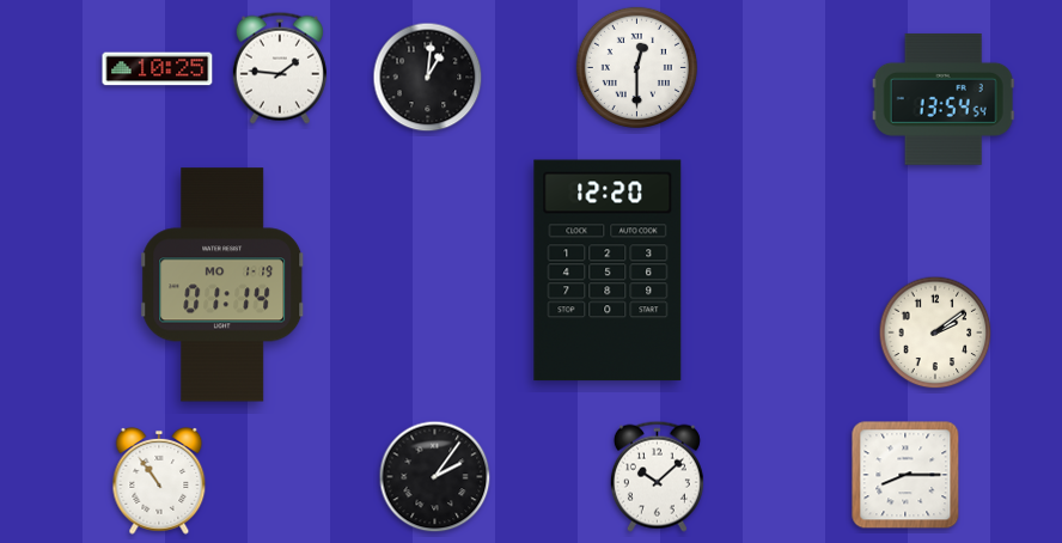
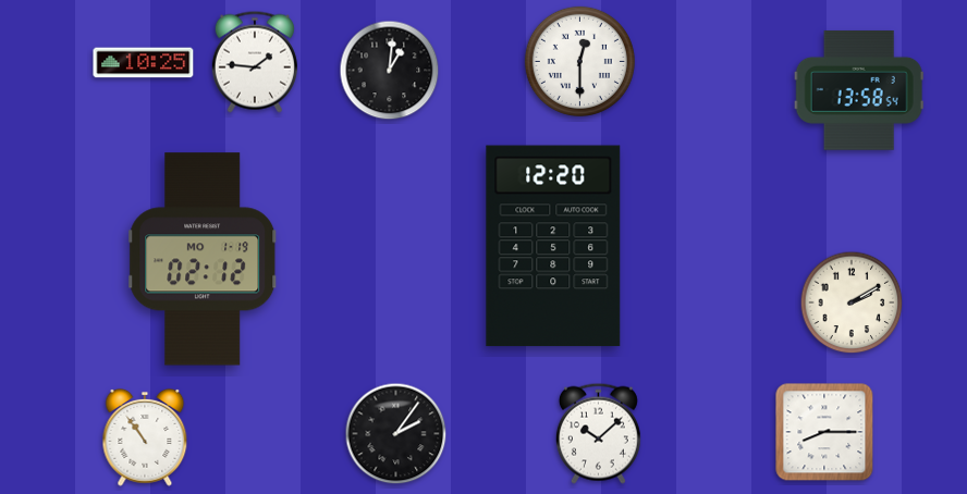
clock at (944, 99): 13:54 -> 13:58
clock at (224, 285): 01:14 -> 02:12
clock at (935, 332): 2:09 -> 2:10
